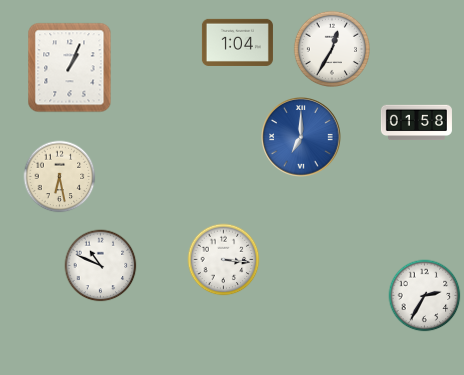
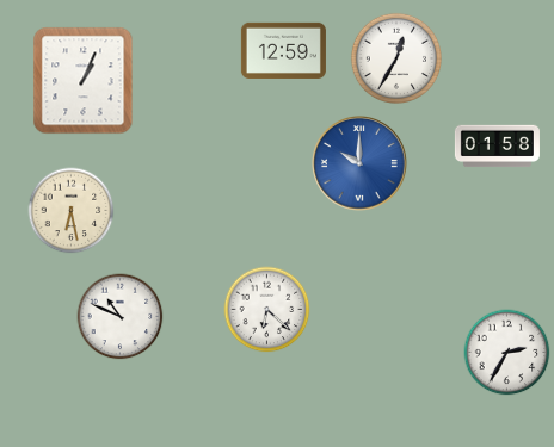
clock at (237, 42): 1:04 -> 12:59
clock at (301, 137): 7:00 -> 10:00
clock at (224, 260): 3:16 -> 6:22
